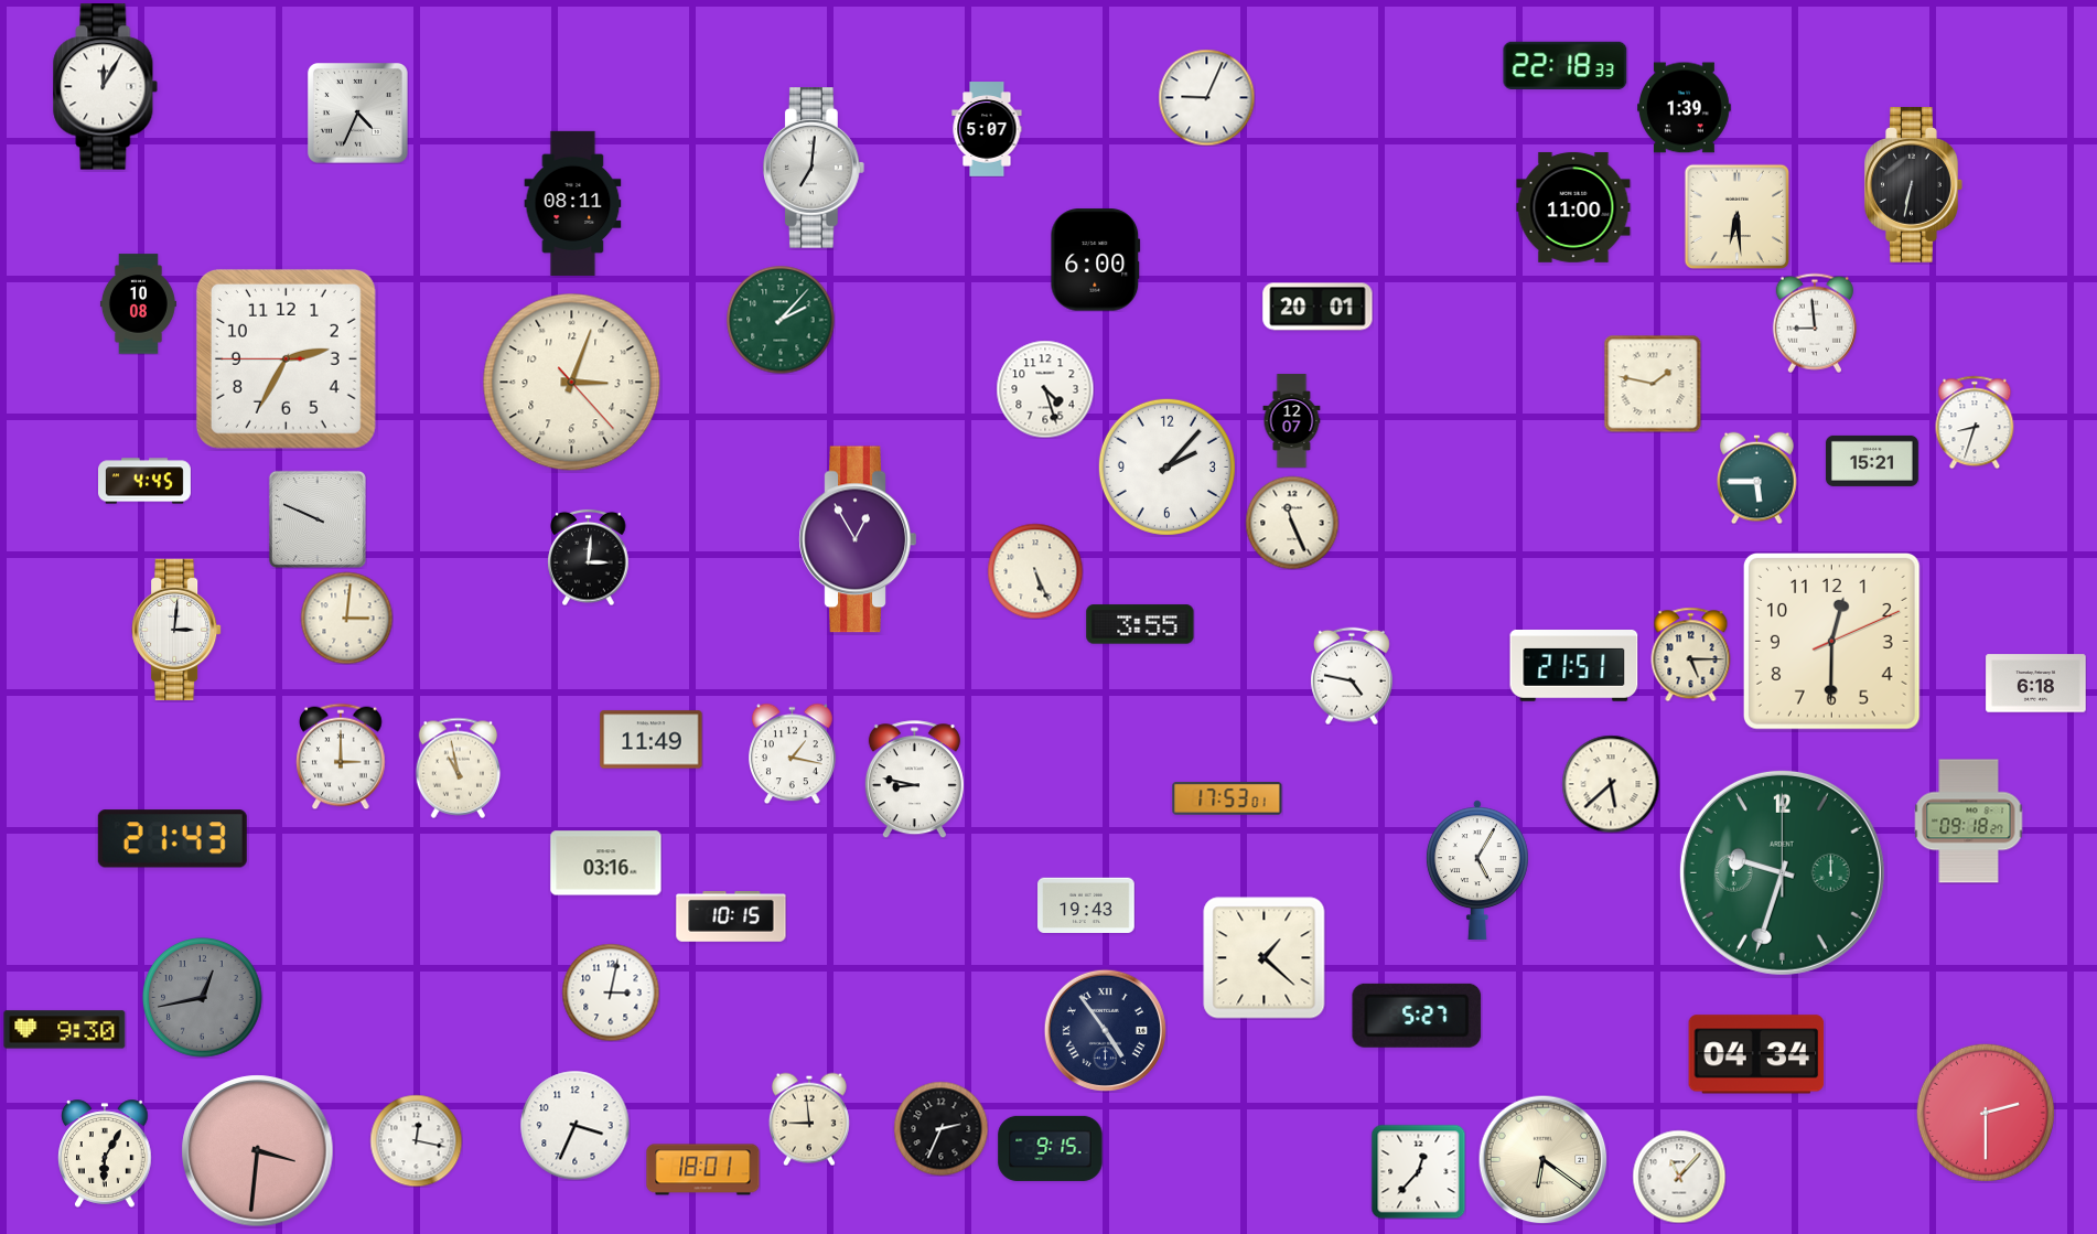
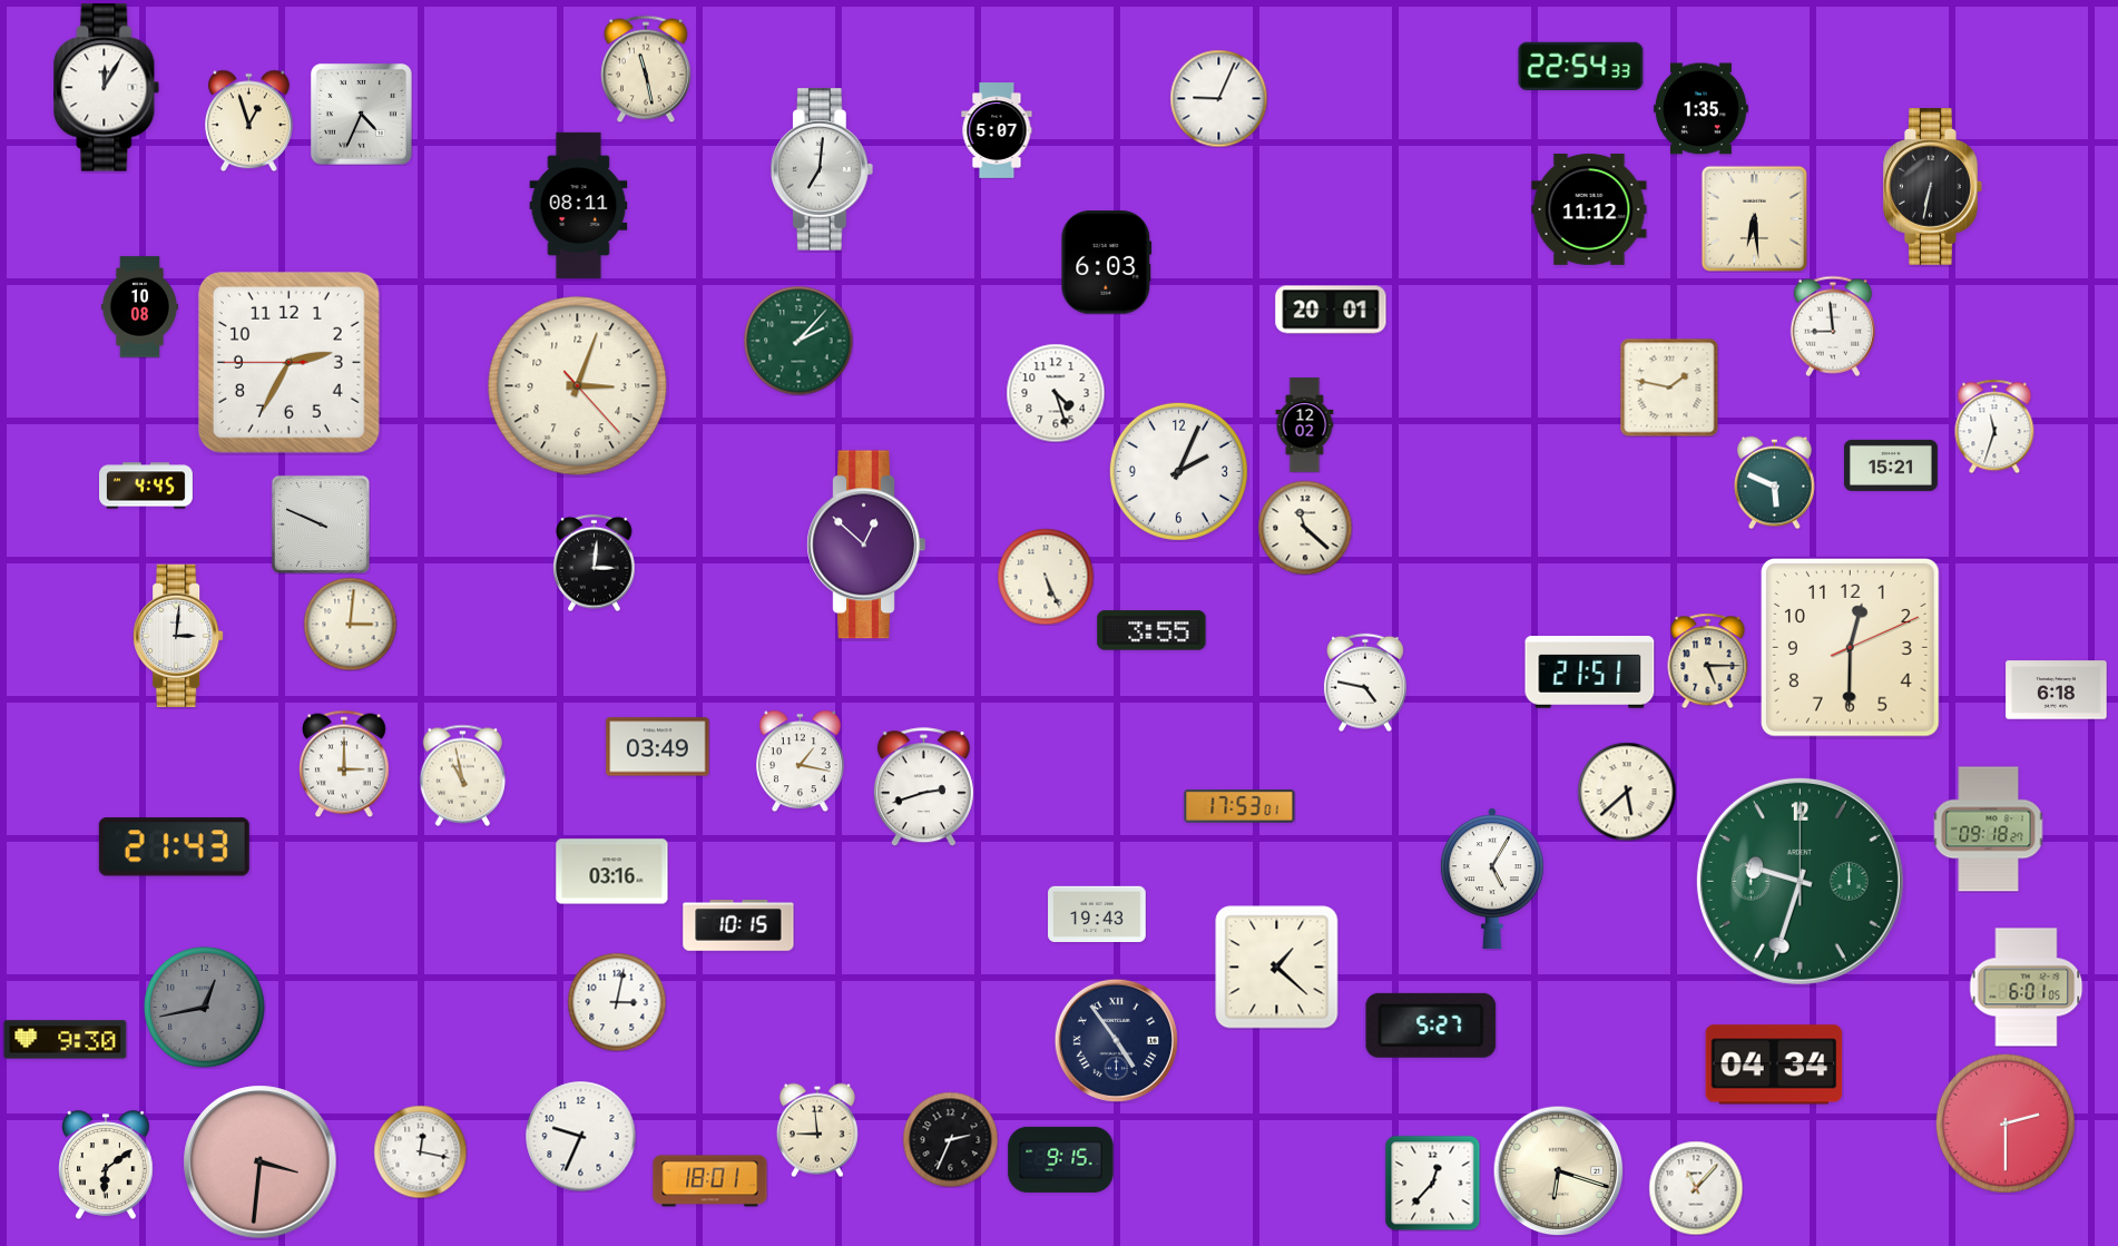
clock at (1566, 65): 22:18 -> 22:54
clock at (646, 69): none -> 11:28
clock at (1685, 108): 1:39 -> 1:35
clock at (249, 120): none -> 12:57
clock at (1573, 207): 11:00 -> 11:12
clock at (1096, 260): 6:00 -> 6:03
clock at (781, 320) position: (781, 320) -> (798, 341)
clock at (1292, 421): 12:07 -> 12:02
clock at (1975, 422): 8:33 -> 11:33
clock at (1166, 466): 2:07 -> 2:04
clock at (1757, 477): 5:45 -> 5:49
clock at (1292, 523): 11:26 -> 11:22
clock at (858, 539): 12:55 -> 12:52
clock at (652, 740): 11:49 -> 03:49
clock at (914, 780): 8:47 -> 2:42
clock at (2027, 988): none -> 6:01
clock at (576, 1126): 3:34 -> 9:34
clock at (105, 1153): 6:05 -> 6:09
clock at (1542, 1159): 6:21 -> 6:18
